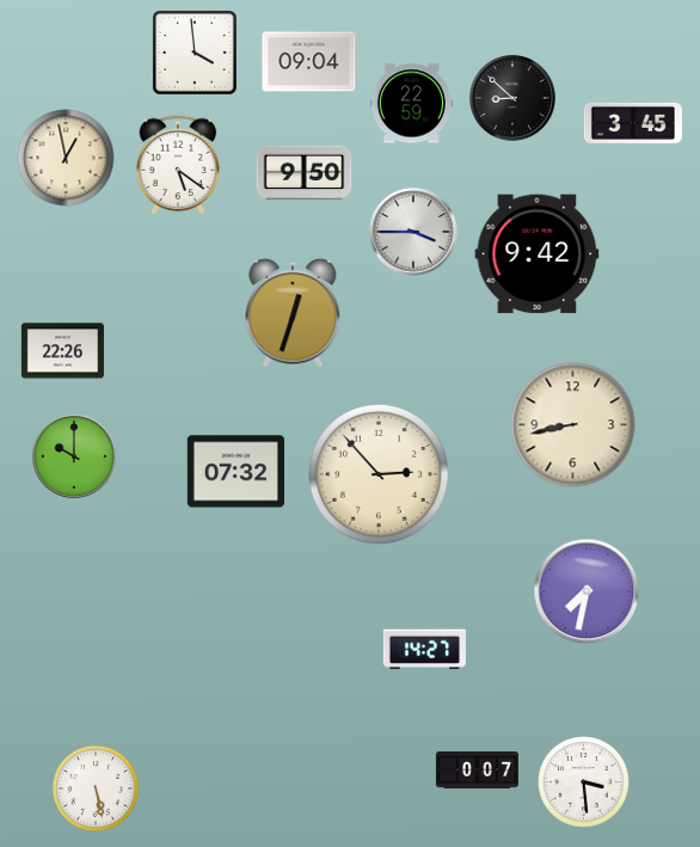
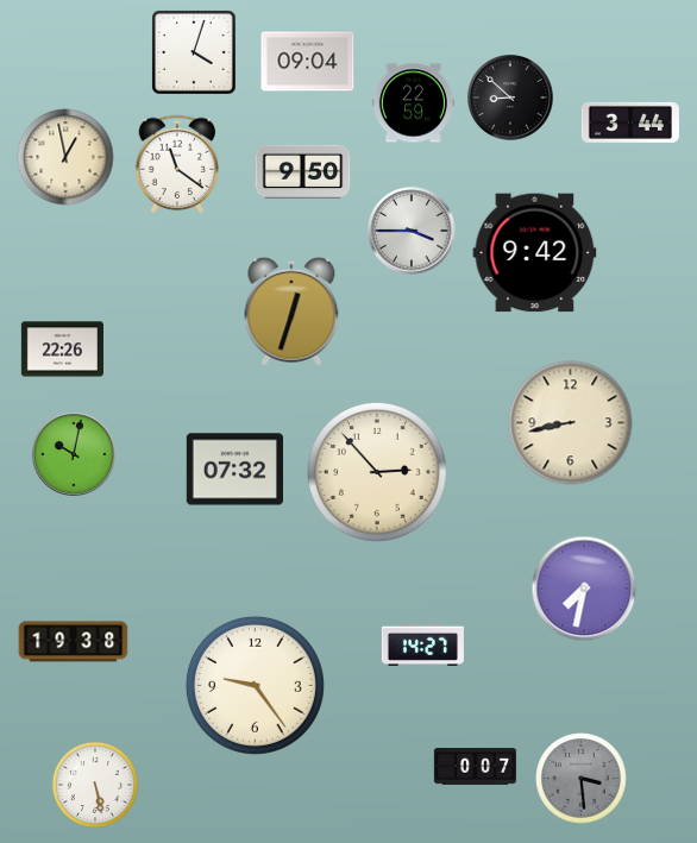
clock at (196, 54): 3:59 -> 4:03
clock at (411, 104) position: (411, 104) -> (413, 103)
clock at (633, 123): 3:45 -> 3:44
clock at (178, 165): 5:21 -> 11:21
clock at (75, 458): 10:00 -> 10:02
clock at (74, 642): none -> 19:38
clock at (255, 685): none -> 9:24
clock at (584, 782) dial: white -> grey
